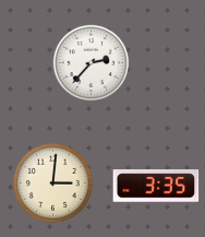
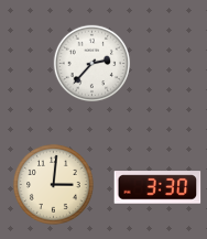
clock at (156, 186): 3:35 -> 3:30
